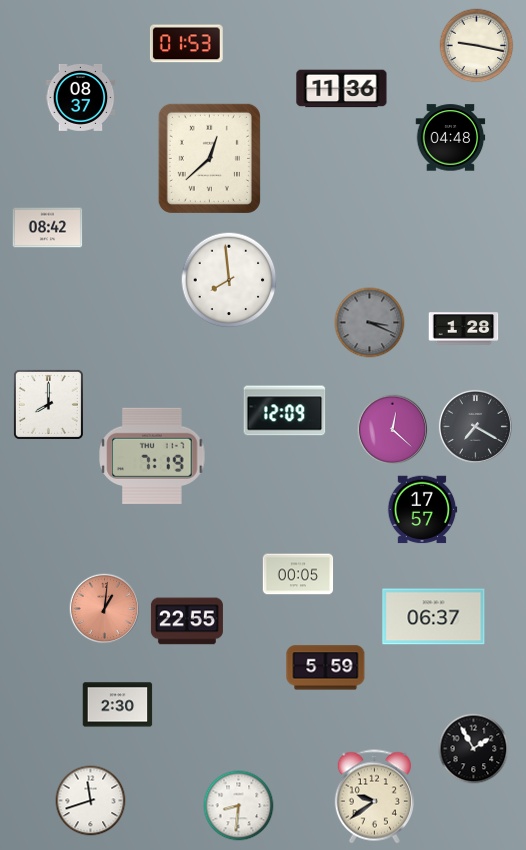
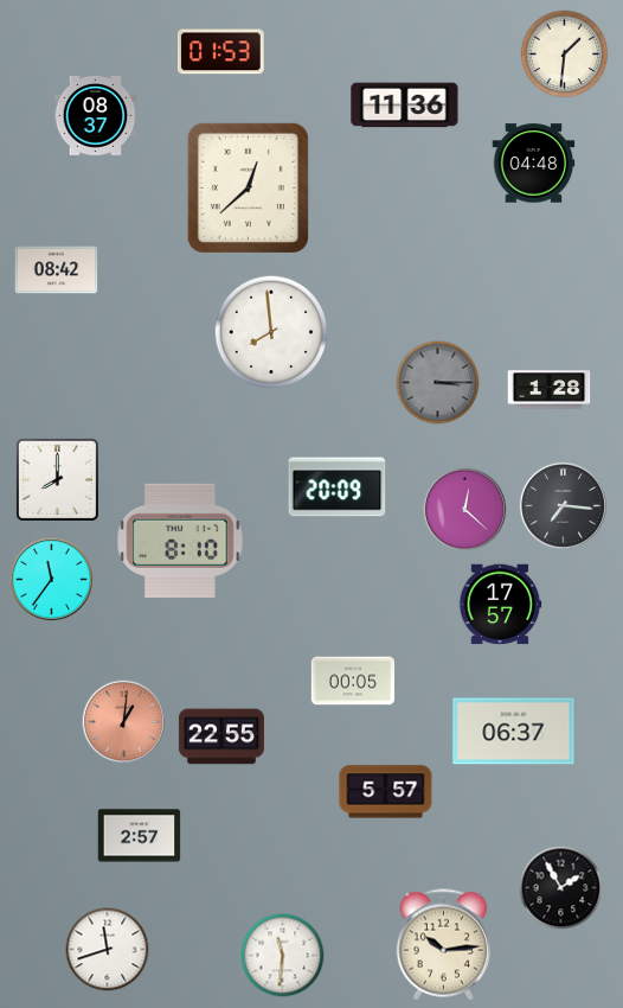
clock at (477, 46): 9:17 -> 1:31
clock at (370, 323): 3:19 -> 3:15
clock at (285, 411): 12:09 -> 20:09
clock at (475, 426): 7:20 -> 7:16
clock at (152, 455): 7:19 -> 8:10
clock at (52, 580): none -> 11:36
clock at (326, 668): 5:59 -> 5:57
clock at (118, 705): 2:30 -> 2:57
clock at (374, 797): 9:39 -> 10:14
clock at (239, 806): 8:31 -> 11:31
